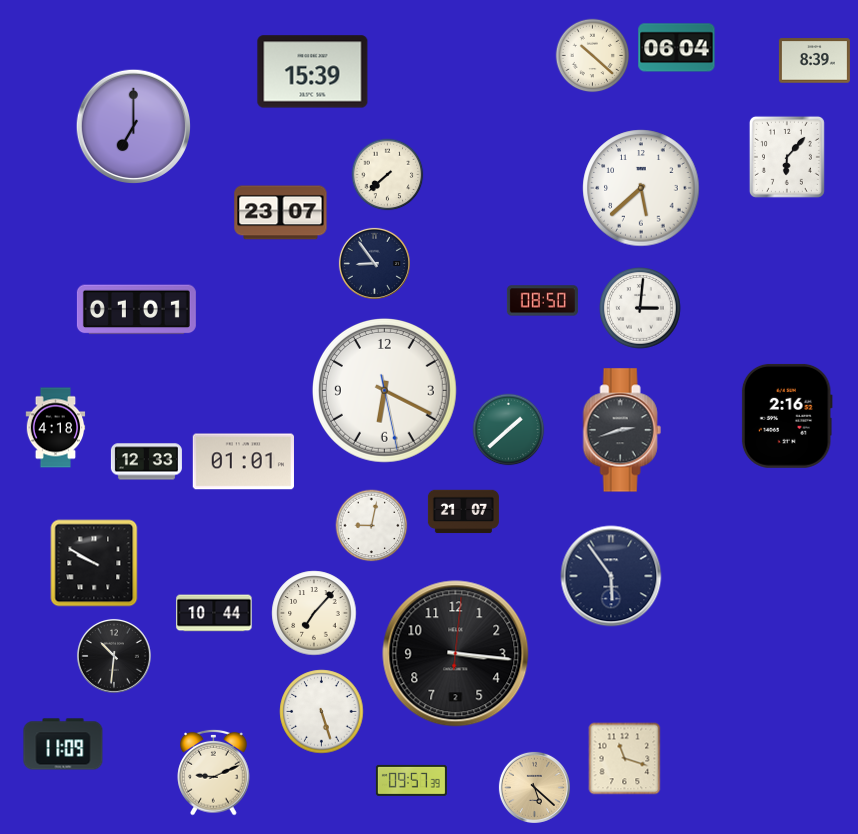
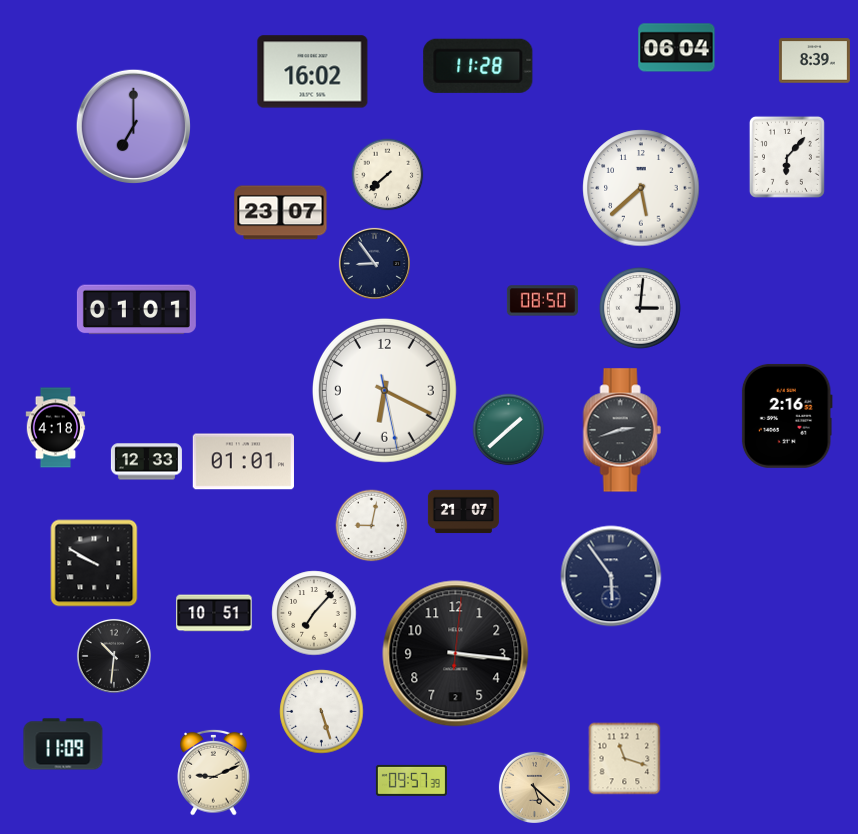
clock at (593, 56): 10:22 -> none
clock at (478, 66): none -> 11:28
clock at (313, 72): 15:39 -> 16:02
clock at (214, 613): 10:44 -> 10:51
